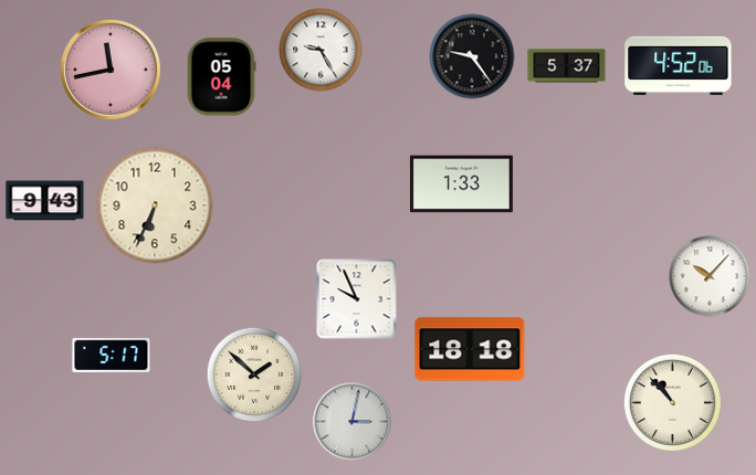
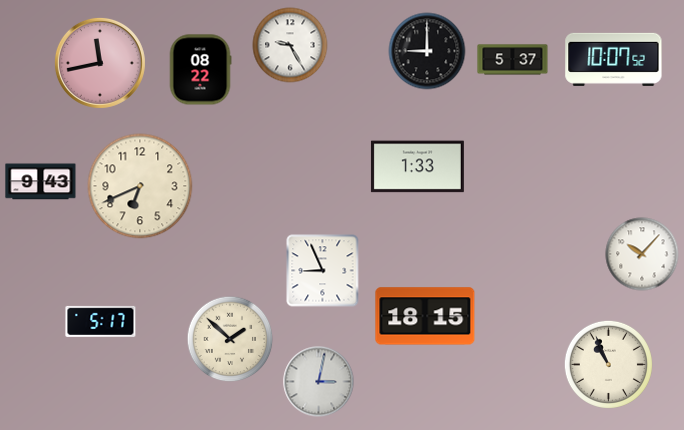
clock at (472, 56): 9:24 -> 9:00
clock at (679, 65): 4:52 -> 10:07
clock at (221, 77): 05:04 -> 08:22
clock at (155, 205): 6:34 -> 6:41
clock at (710, 276) position: (710, 276) -> (642, 254)
clock at (357, 299): 9:56 -> 8:56
clock at (470, 349): 18:18 -> 18:15
clock at (672, 402): 10:53 -> 10:56
